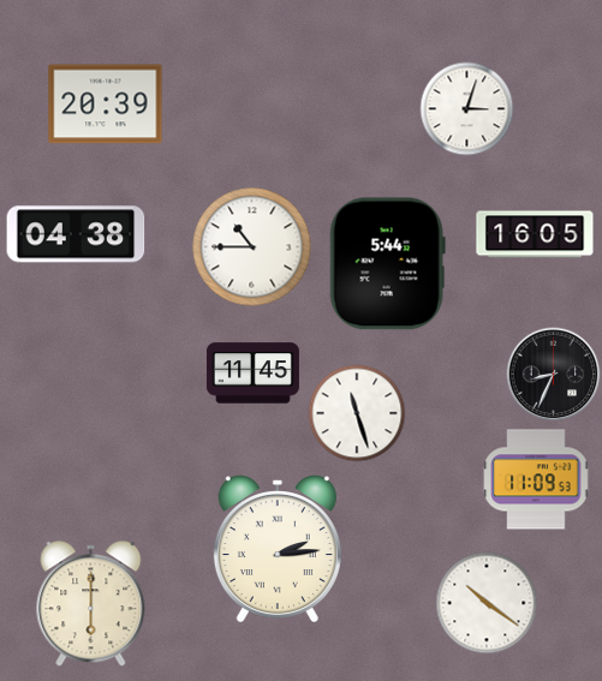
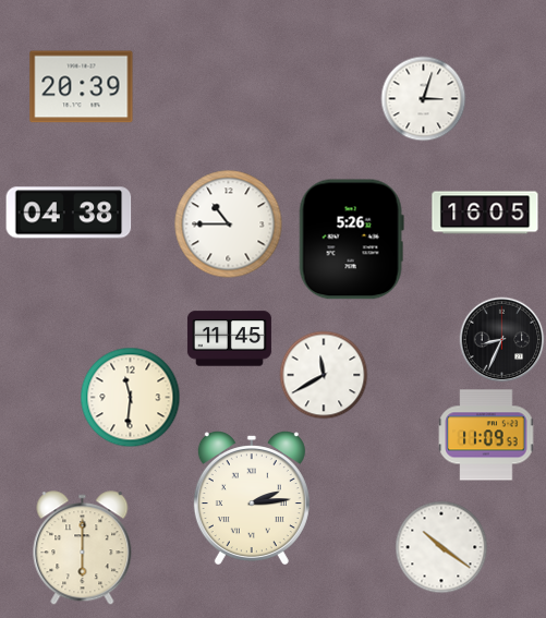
clock at (106, 104) position: (106, 104) -> (82, 87)
clock at (387, 264): 5:44 -> 5:26
clock at (357, 413): 11:27 -> 11:40
clock at (130, 397): none -> 11:31
